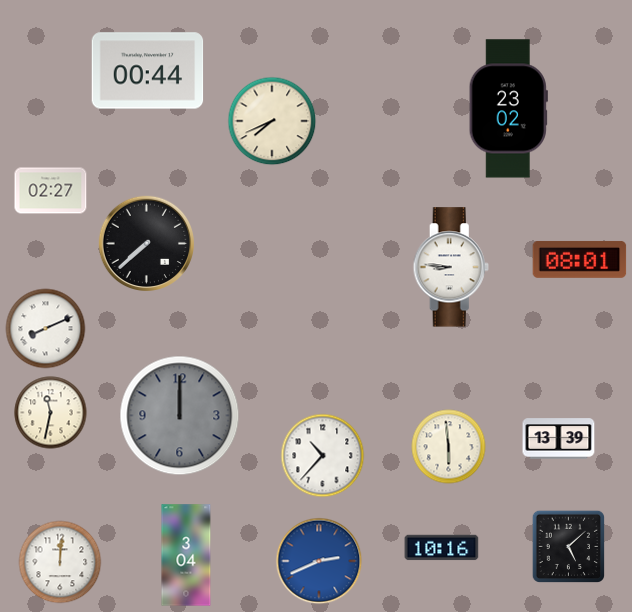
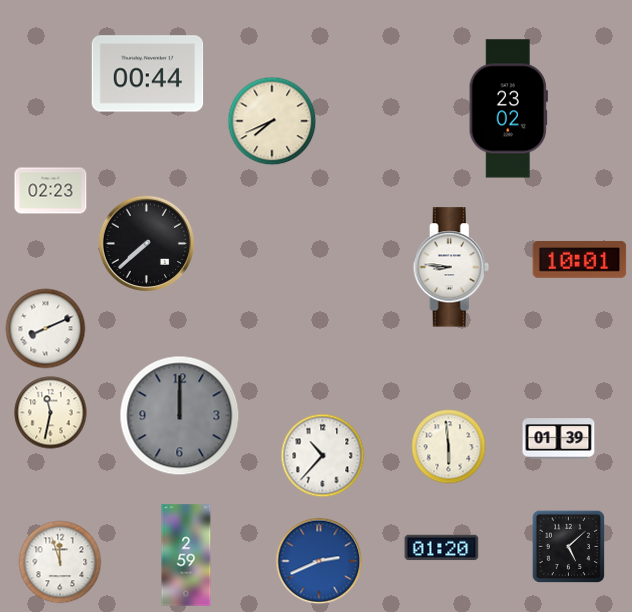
clock at (148, 71) position: (148, 71) -> (148, 74)
clock at (51, 191): 02:27 -> 02:23
clock at (580, 260): 08:01 -> 10:01
clock at (559, 439): 13:39 -> 01:39
clock at (442, 548): 10:16 -> 01:20
clock at (186, 555): 3:04 -> 2:59
clock at (60, 562): 12:01 -> 11:57
